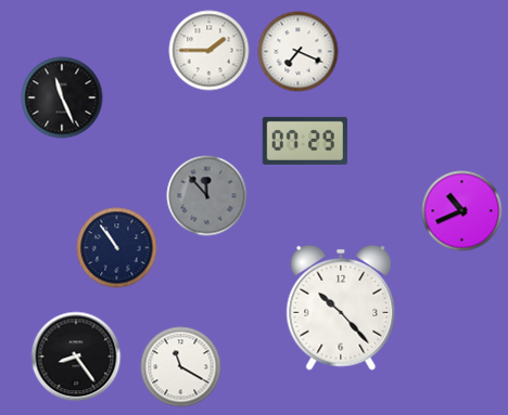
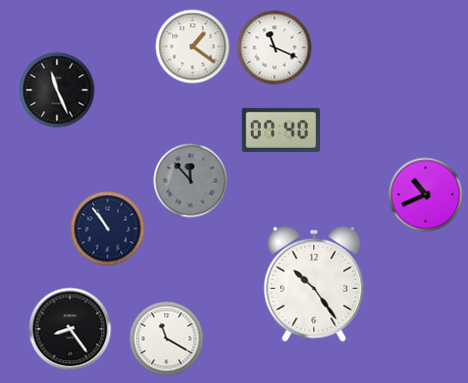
clock at (209, 51): 1:45 -> 1:21
clock at (299, 52): 7:19 -> 11:19
clock at (304, 141): 07:29 -> 07:40
clock at (341, 308): 10:23 -> 10:24
